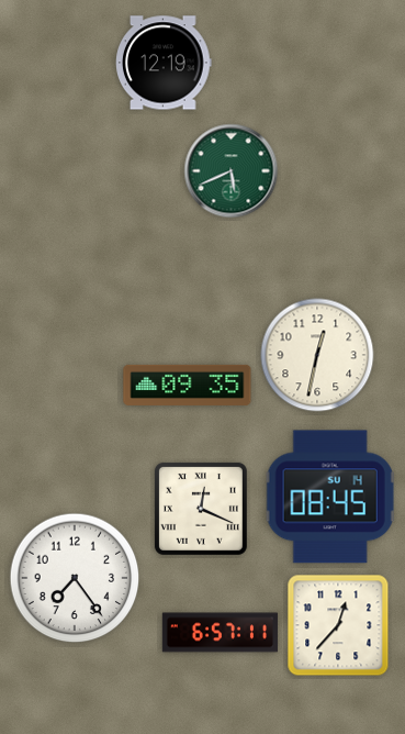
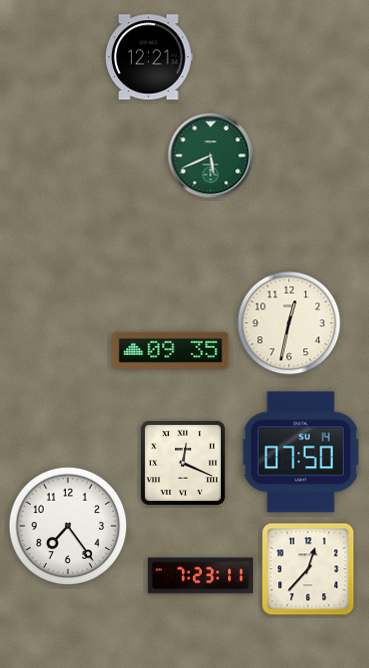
clock at (165, 63): 12:19 -> 12:21
clock at (330, 497): 08:45 -> 07:50
clock at (220, 633): 6:57 -> 7:23
